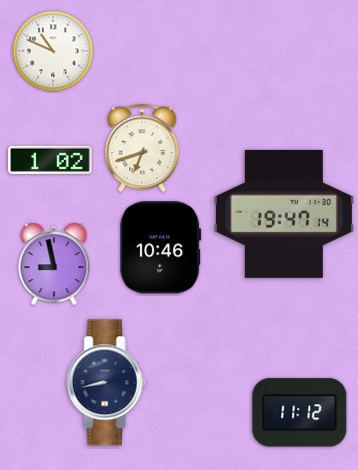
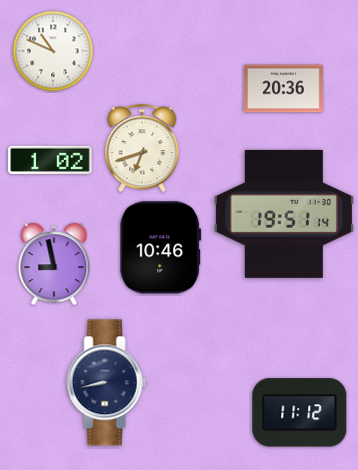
clock at (283, 89): none -> 20:36
clock at (284, 214): 19:47 -> 19:51
